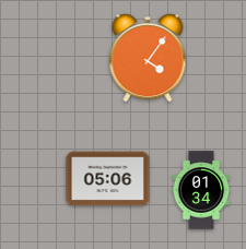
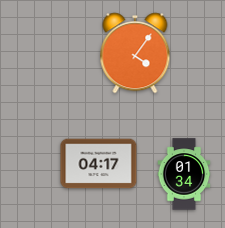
clock at (108, 179): 05:06 -> 04:17
